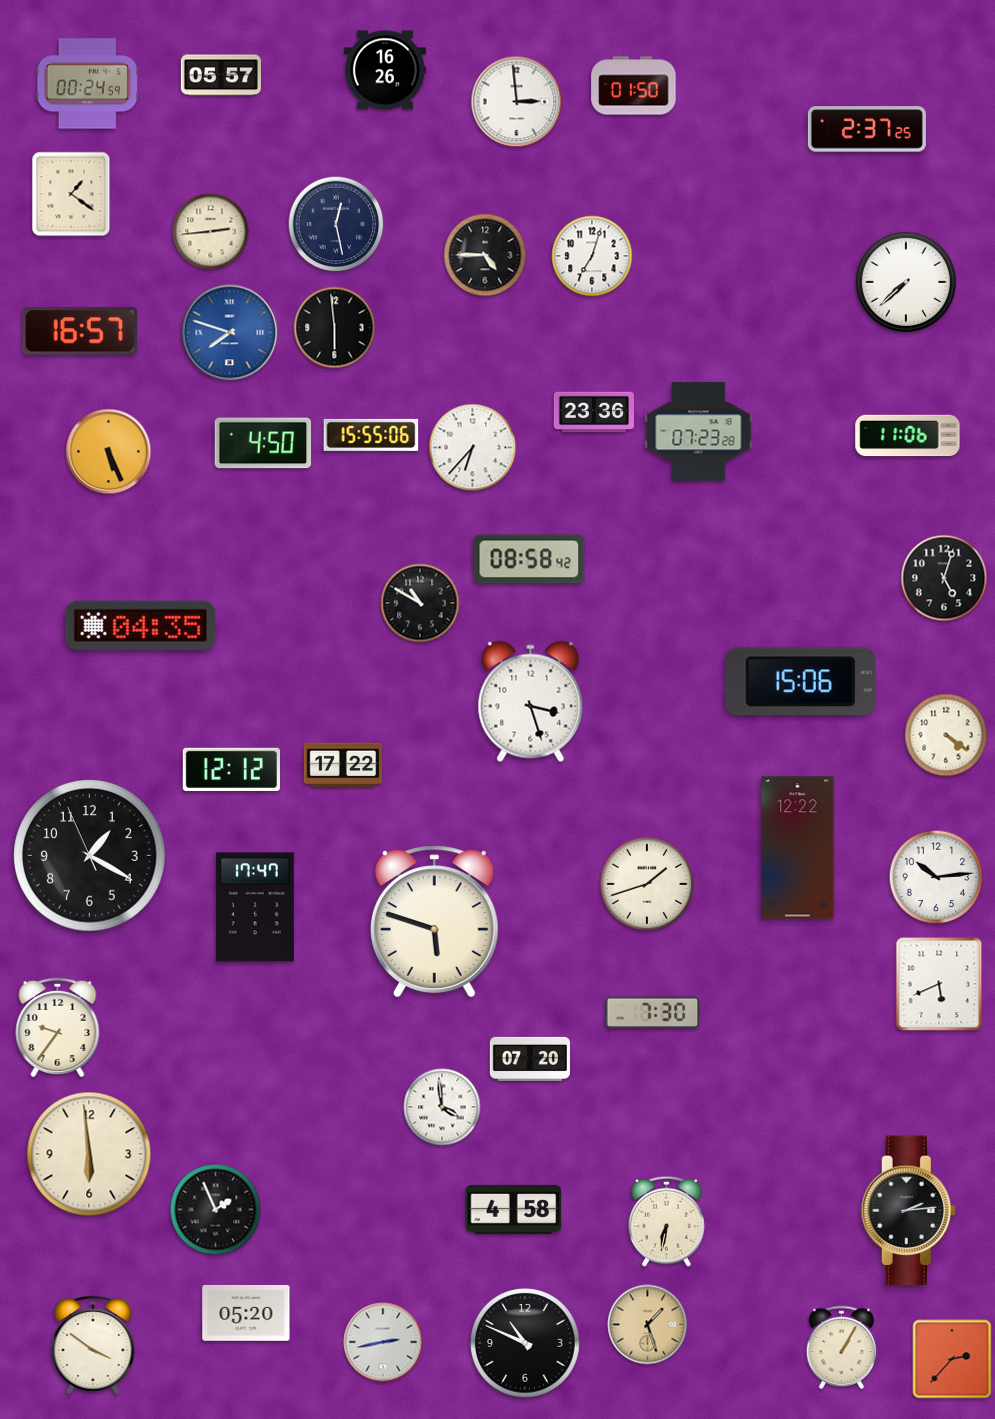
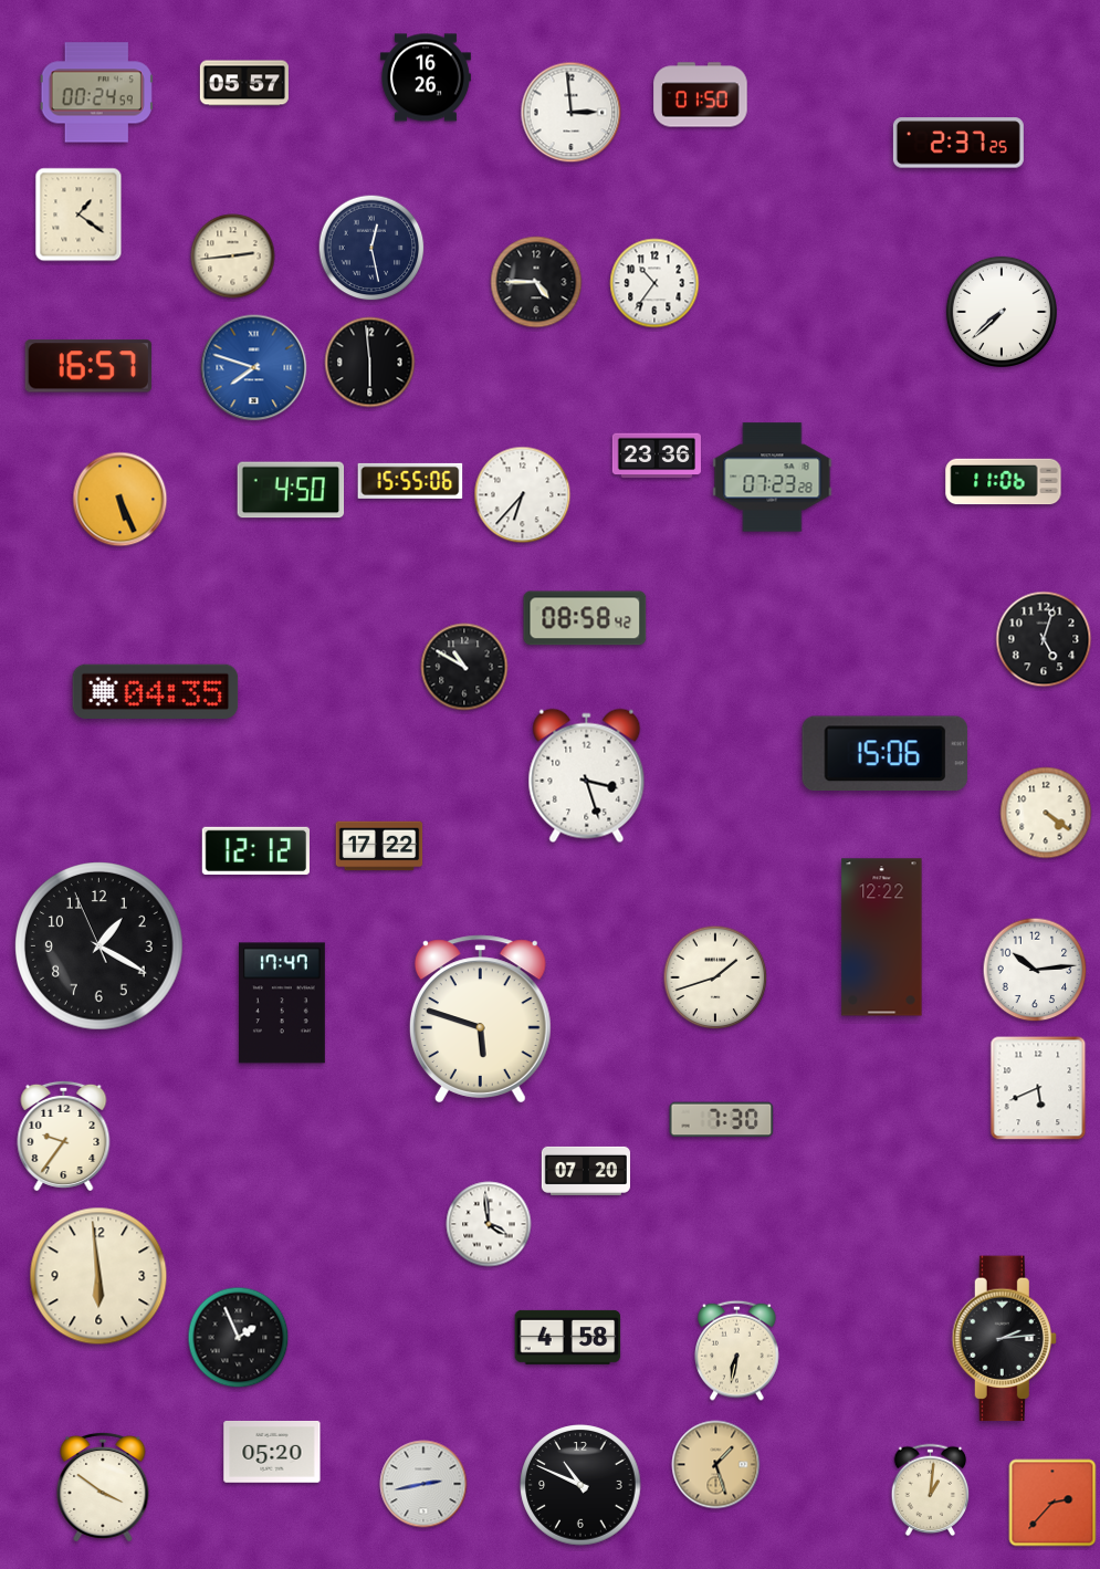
clock at (592, 256): 7:03 -> 10:36
clock at (842, 1348): 1:05 -> 1:01
